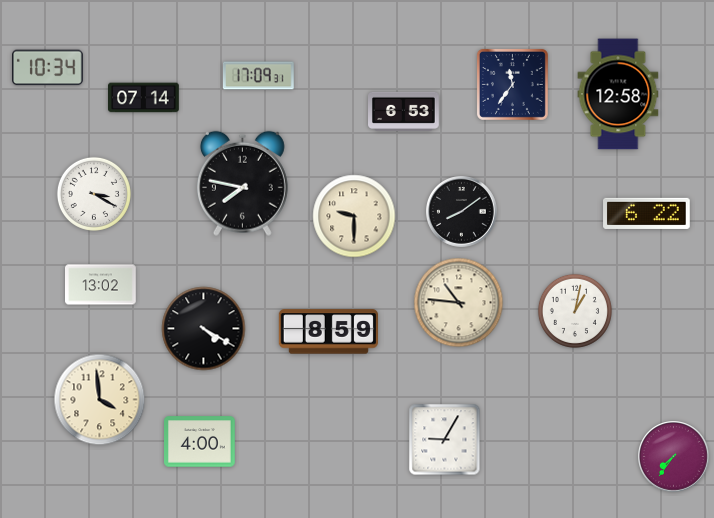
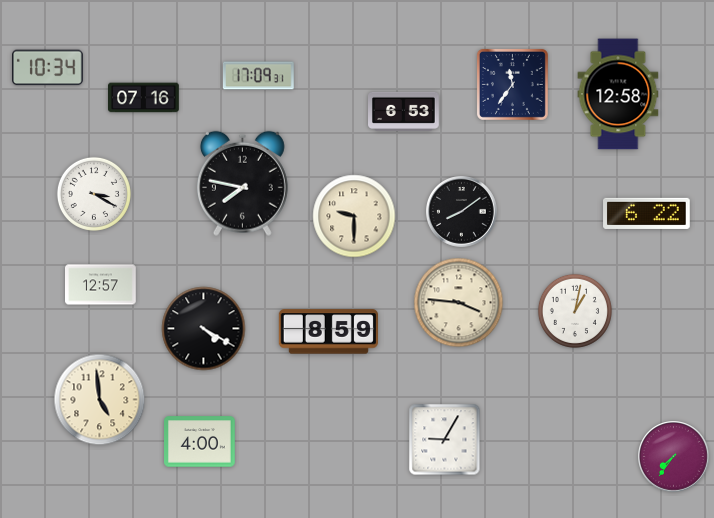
clock at (144, 98): 07:14 -> 07:16
clock at (101, 285): 13:02 -> 12:57
clock at (459, 303): 10:46 -> 3:46
clock at (100, 400): 3:59 -> 4:59
